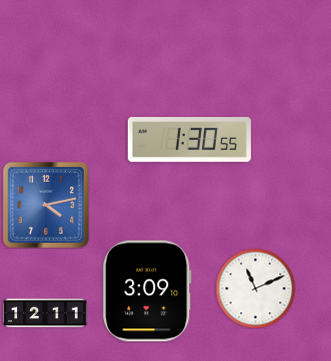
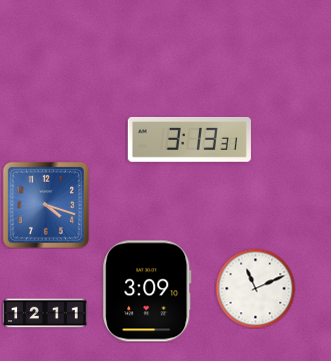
clock at (189, 140): 1:30 -> 3:13
clock at (46, 205): 4:13 -> 4:18
